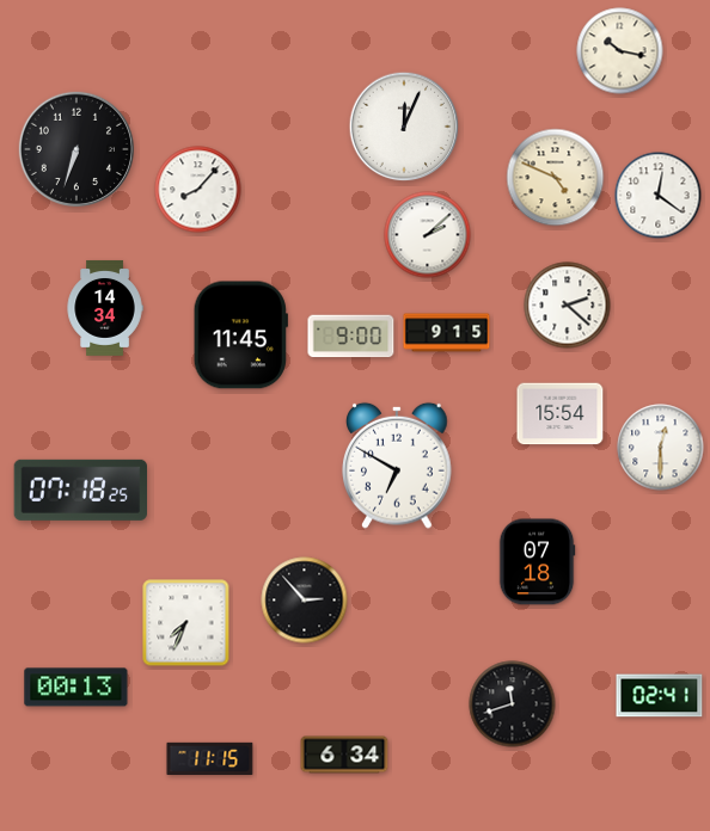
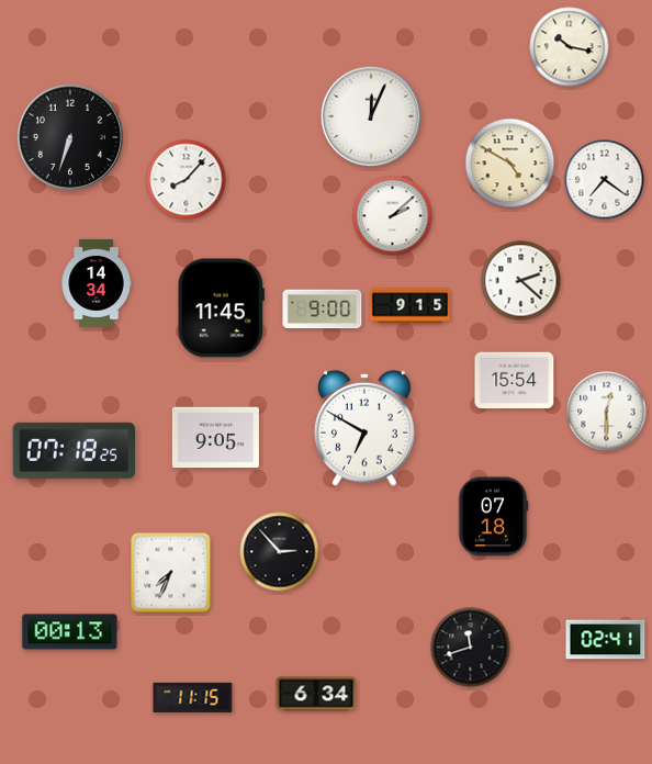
clock at (556, 178): 4:49 -> 4:50
clock at (198, 190) position: (198, 190) -> (187, 180)
clock at (659, 196): 12:21 -> 7:21
clock at (215, 438): none -> 9:05
